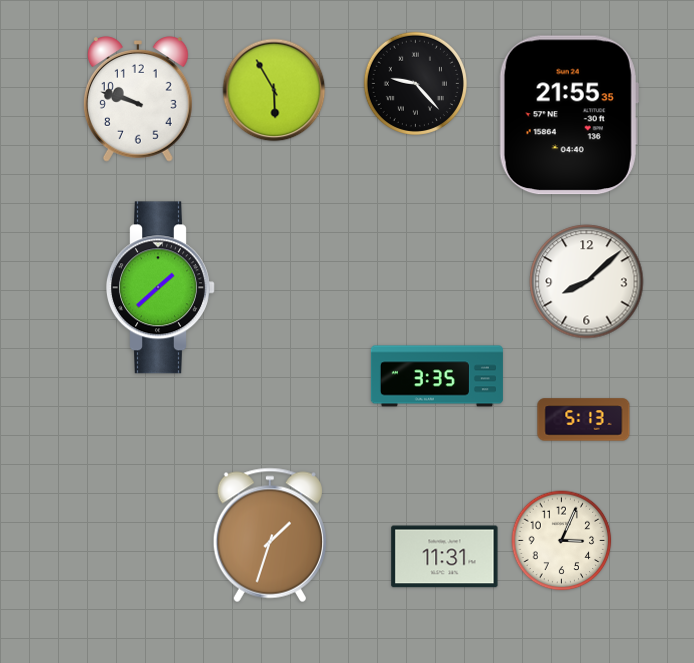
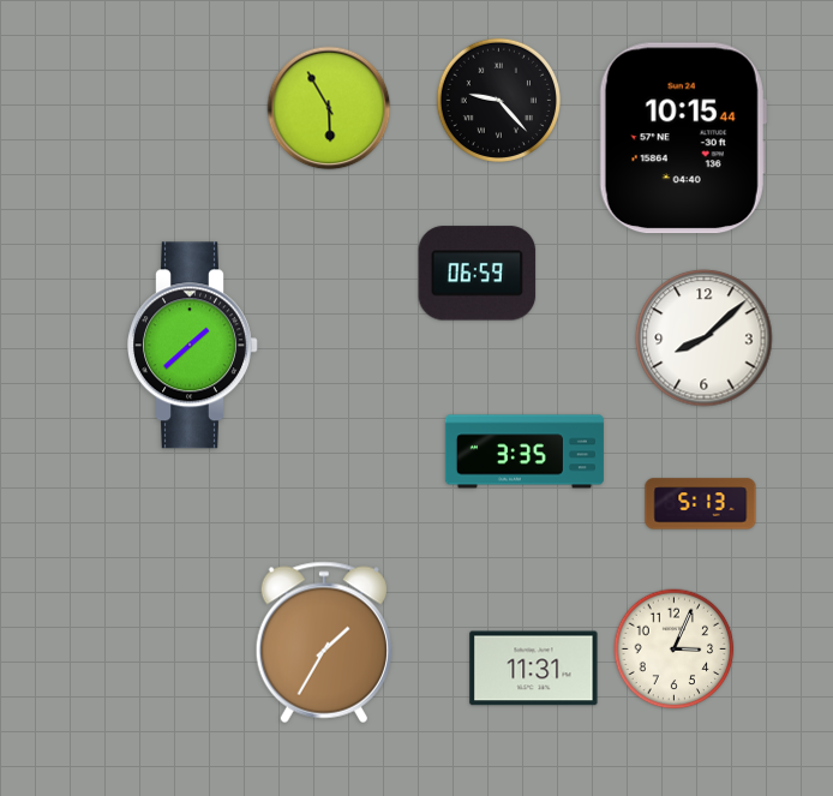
clock at (138, 99): 9:48 -> none
clock at (569, 115): 21:55 -> 10:15
clock at (478, 274): none -> 06:59
clock at (270, 535): 1:33 -> 1:35
